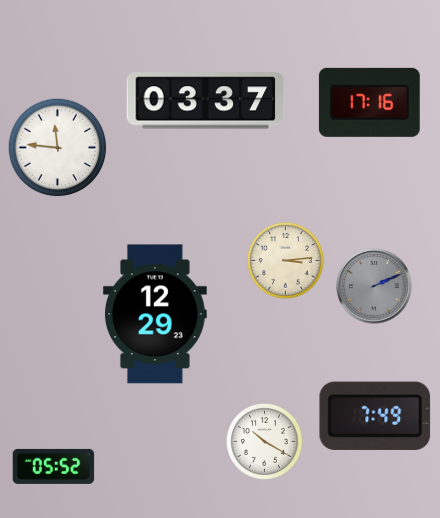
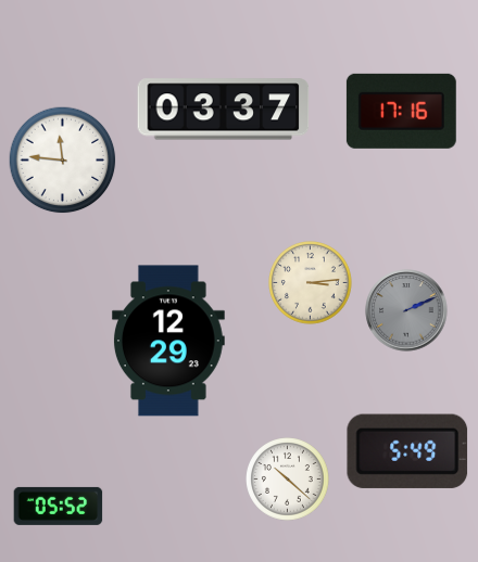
clock at (375, 416): 7:49 -> 5:49
clock at (265, 442): 10:20 -> 10:22
